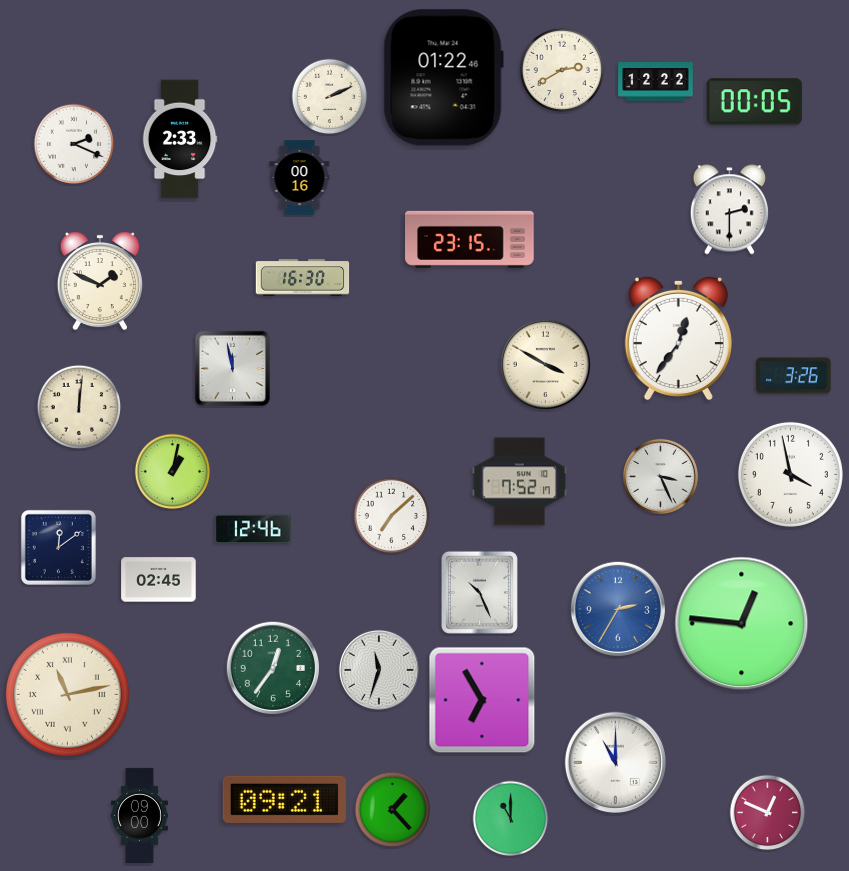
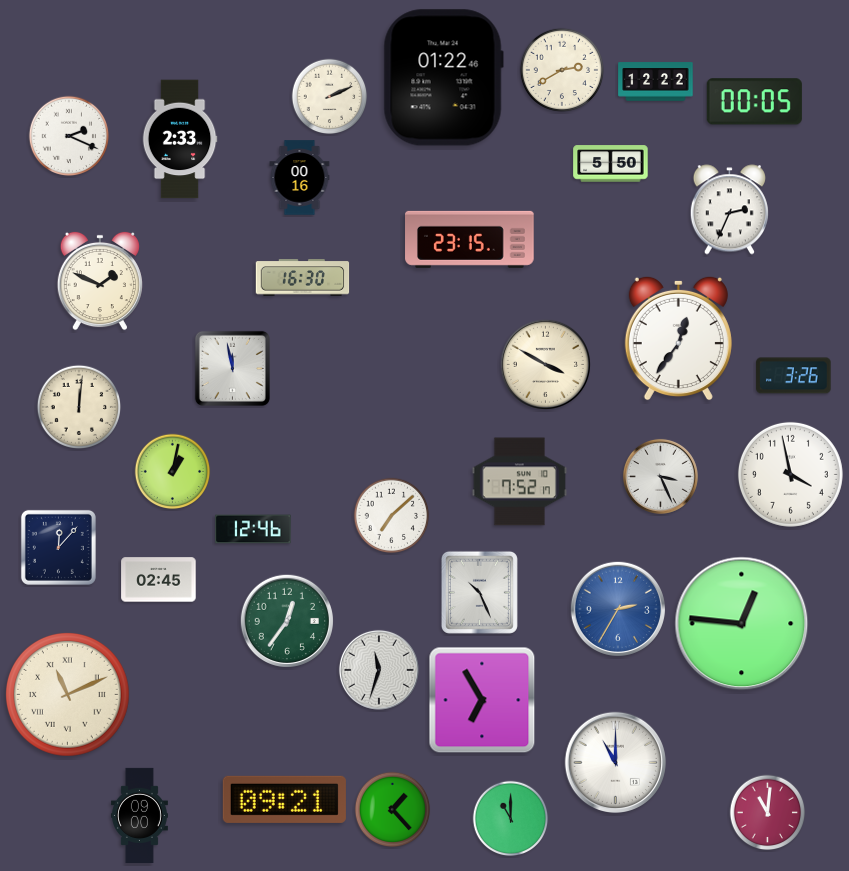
clock at (74, 144) position: (74, 144) -> (69, 136)
clock at (611, 164): none -> 5:50
clock at (729, 210): 2:30 -> 2:34
clock at (58, 547): 12:09 -> 12:07
clock at (273, 668) position: (273, 668) -> (287, 621)
clock at (67, 694): 11:13 -> 11:11
clock at (768, 813): 12:49 -> 11:01
